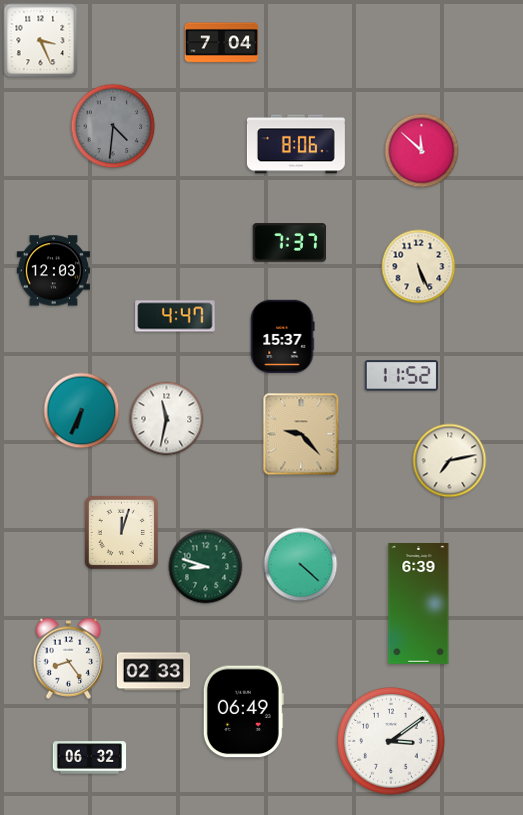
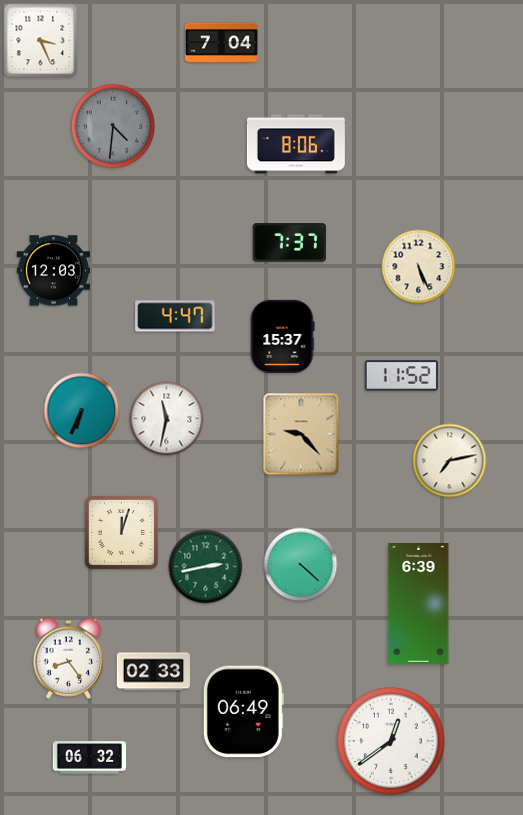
clock at (422, 151): 11:52 -> none
clock at (206, 567): 8:48 -> 2:43
clock at (391, 741): 3:09 -> 12:39
